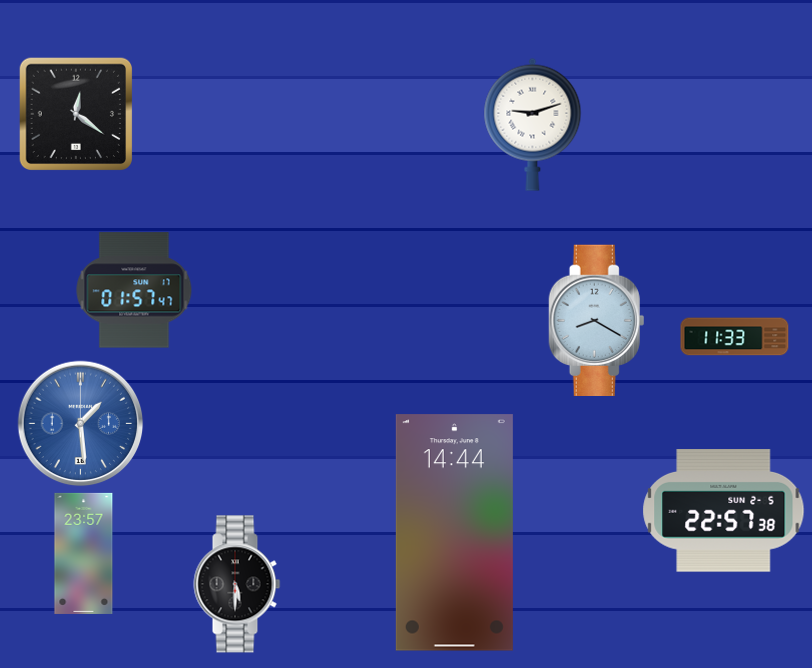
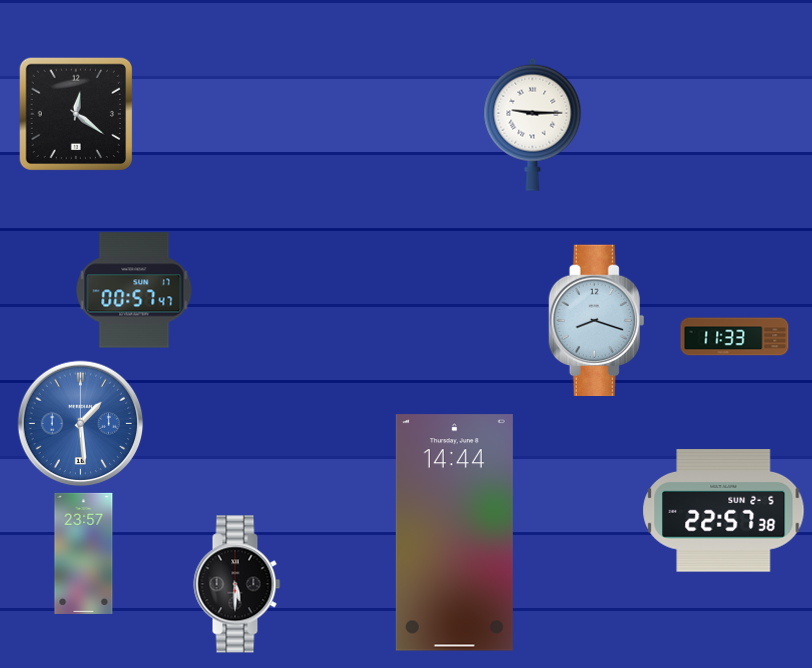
clock at (533, 124): 9:12 -> 9:15
clock at (134, 290): 01:57 -> 00:57
clock at (597, 320): 8:20 -> 8:18
